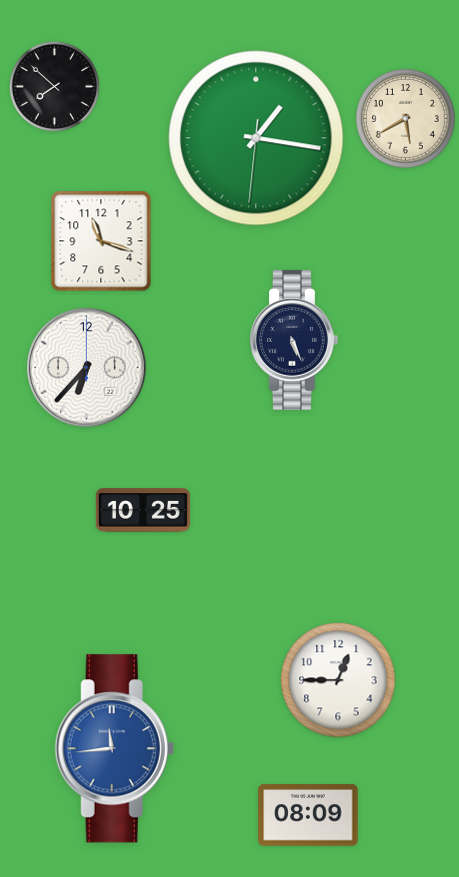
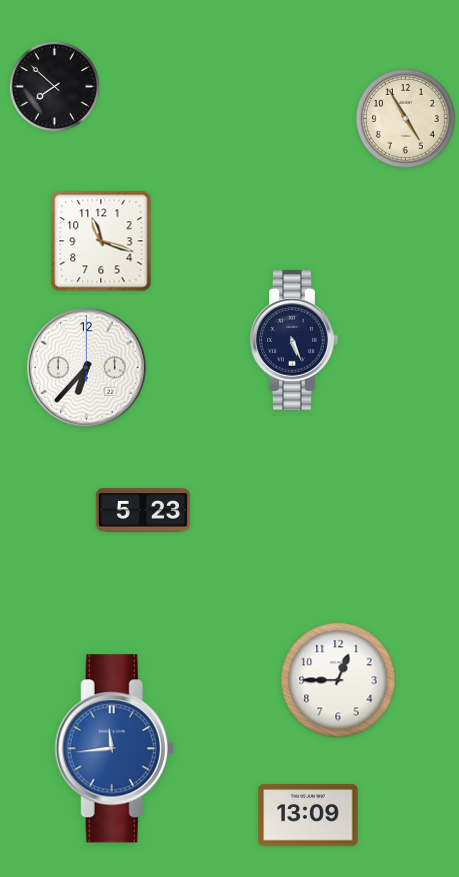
clock at (406, 119): 5:40 -> 4:55
clock at (256, 138): 1:16 -> none
clock at (143, 510): 10:25 -> 5:23
clock at (308, 815): 08:09 -> 13:09
